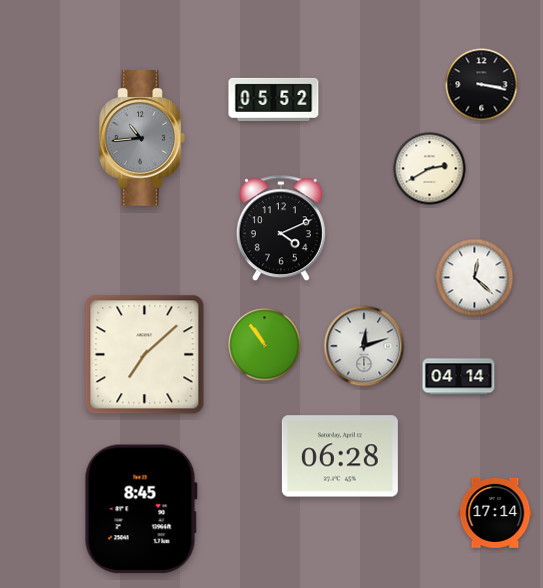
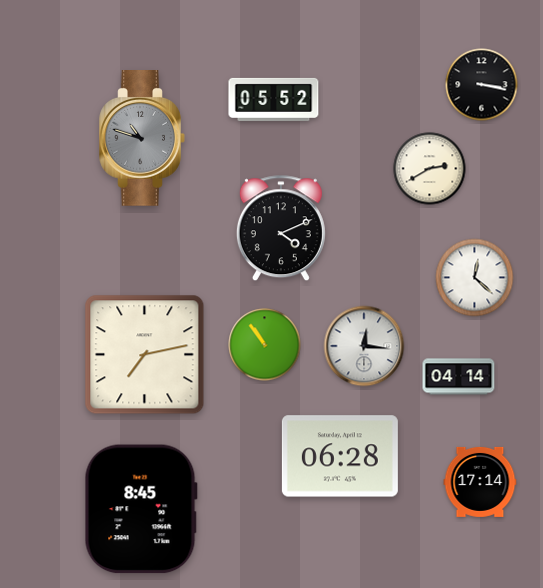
clock at (142, 139): 10:44 -> 10:48
clock at (364, 346): 12:12 -> 12:16
clock at (145, 355): 7:08 -> 7:13
clock at (495, 513) position: (495, 513) -> (480, 482)
